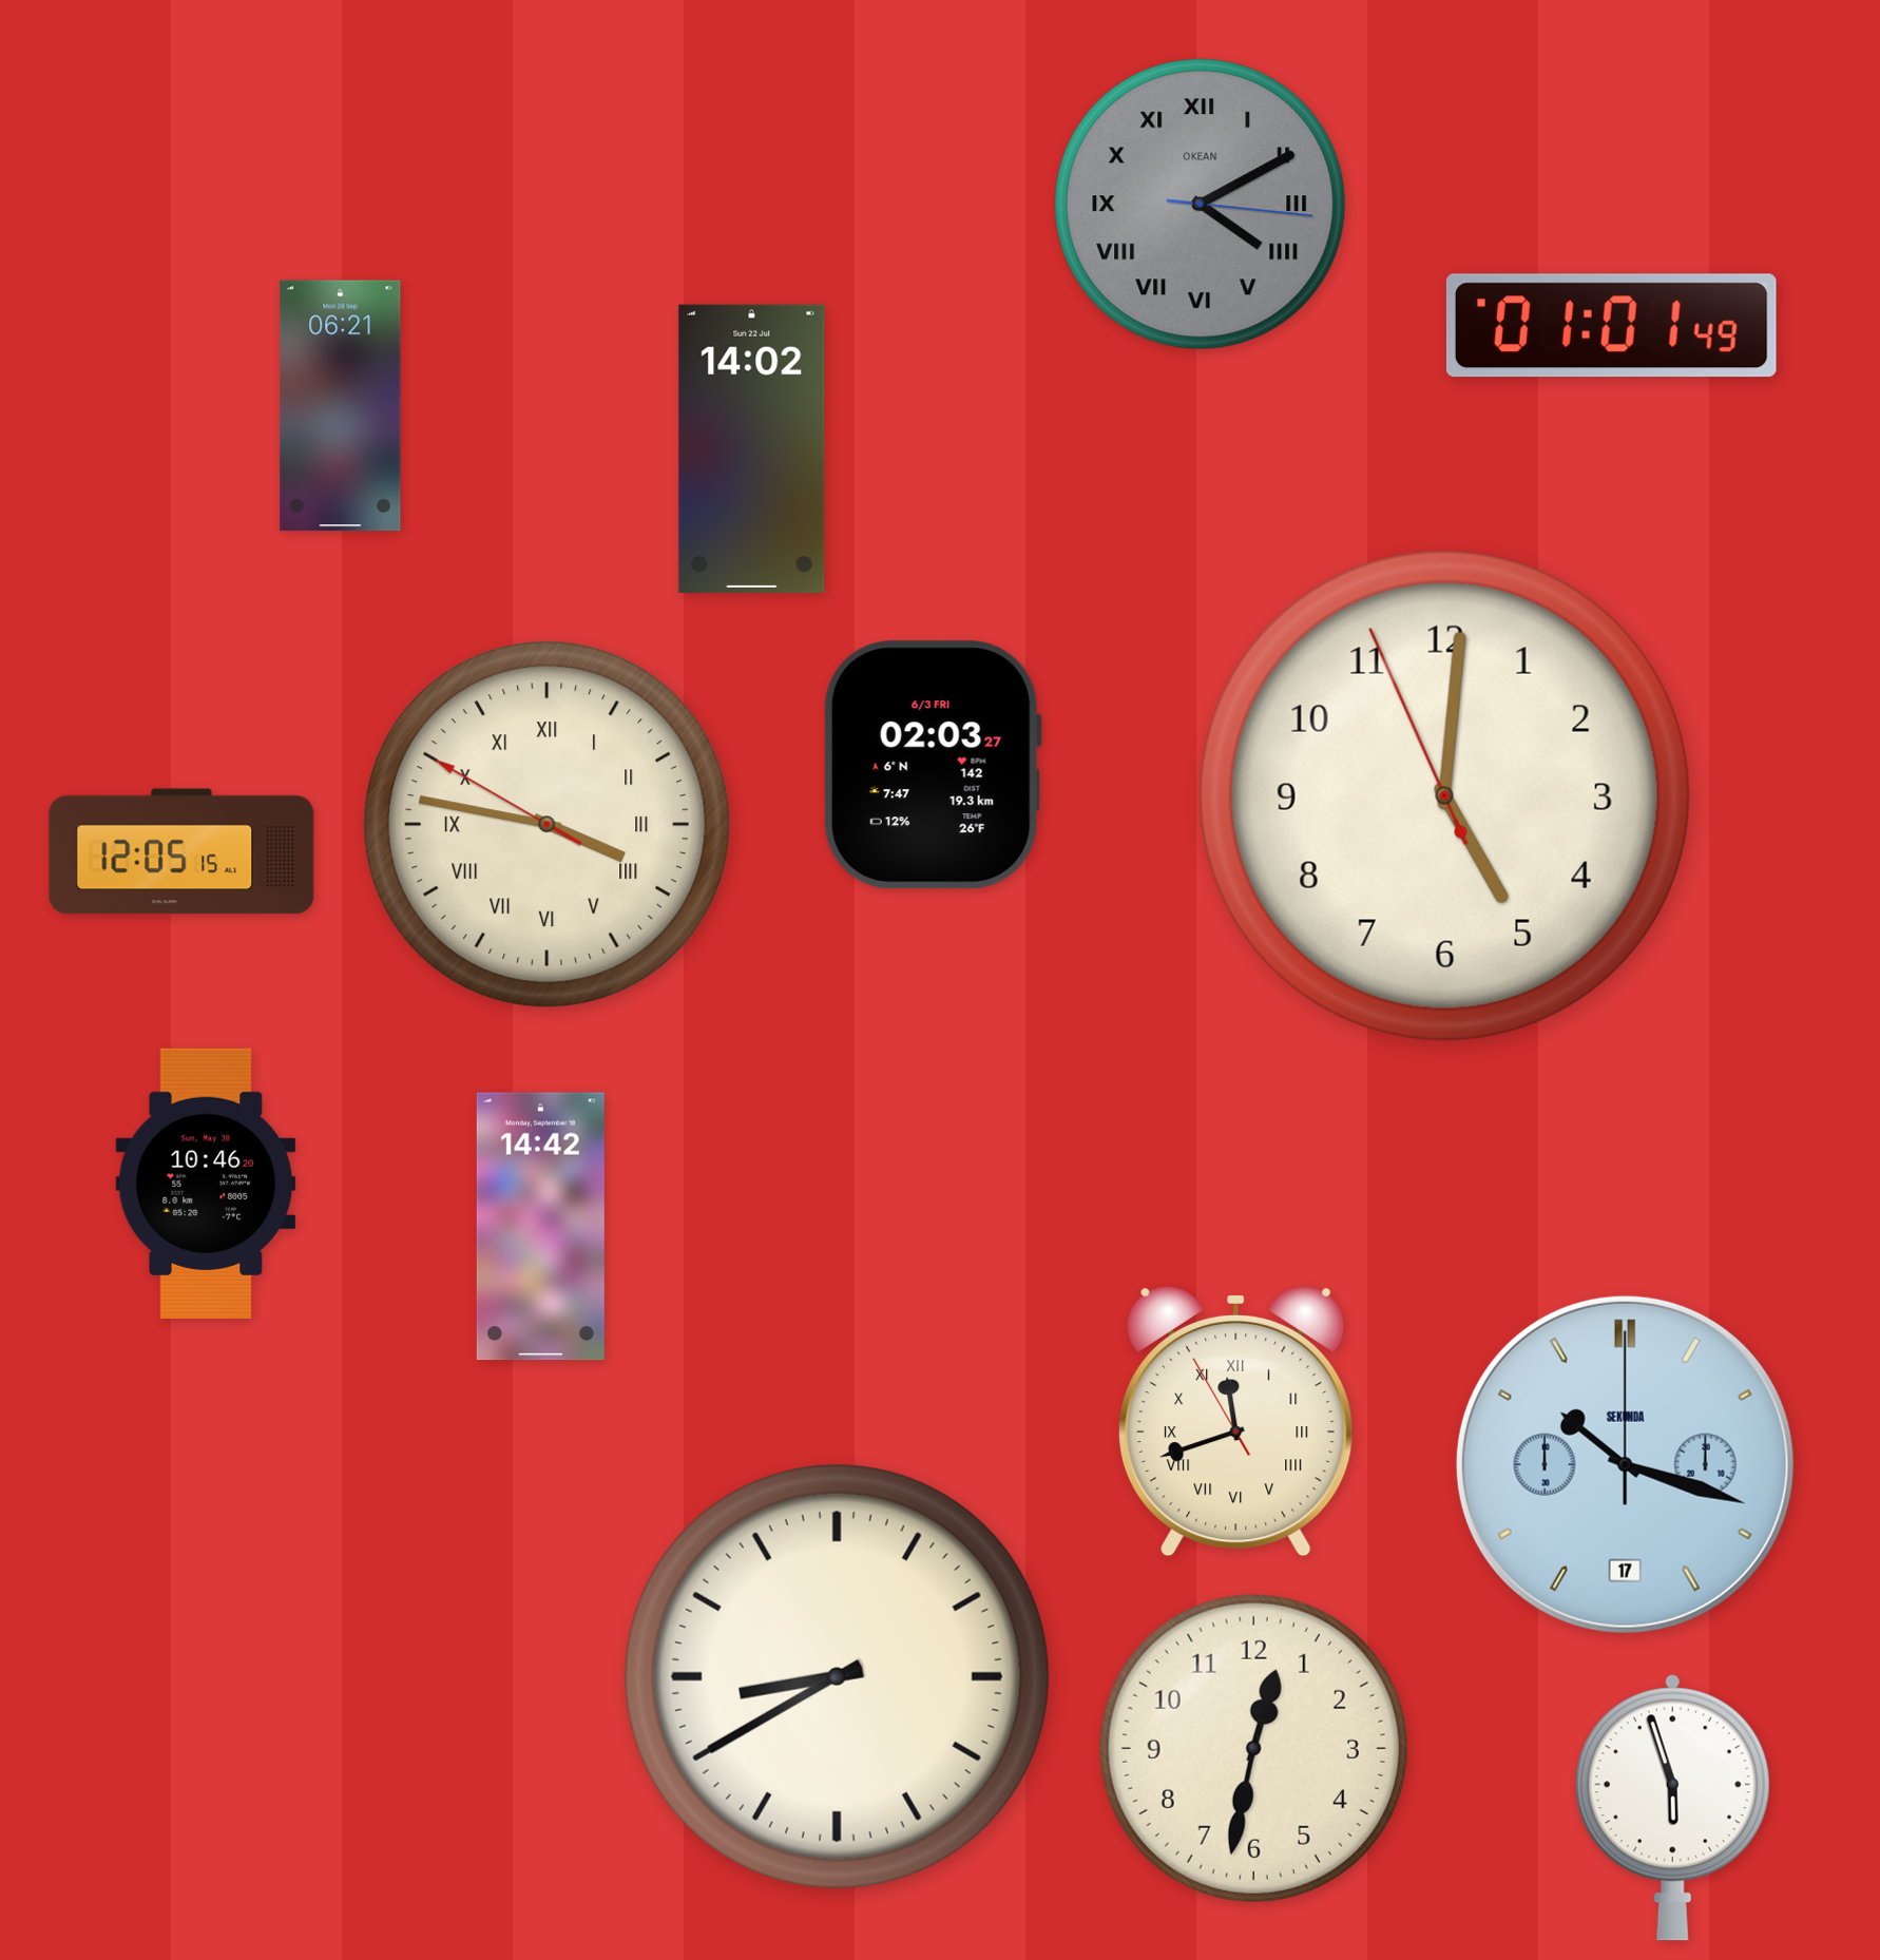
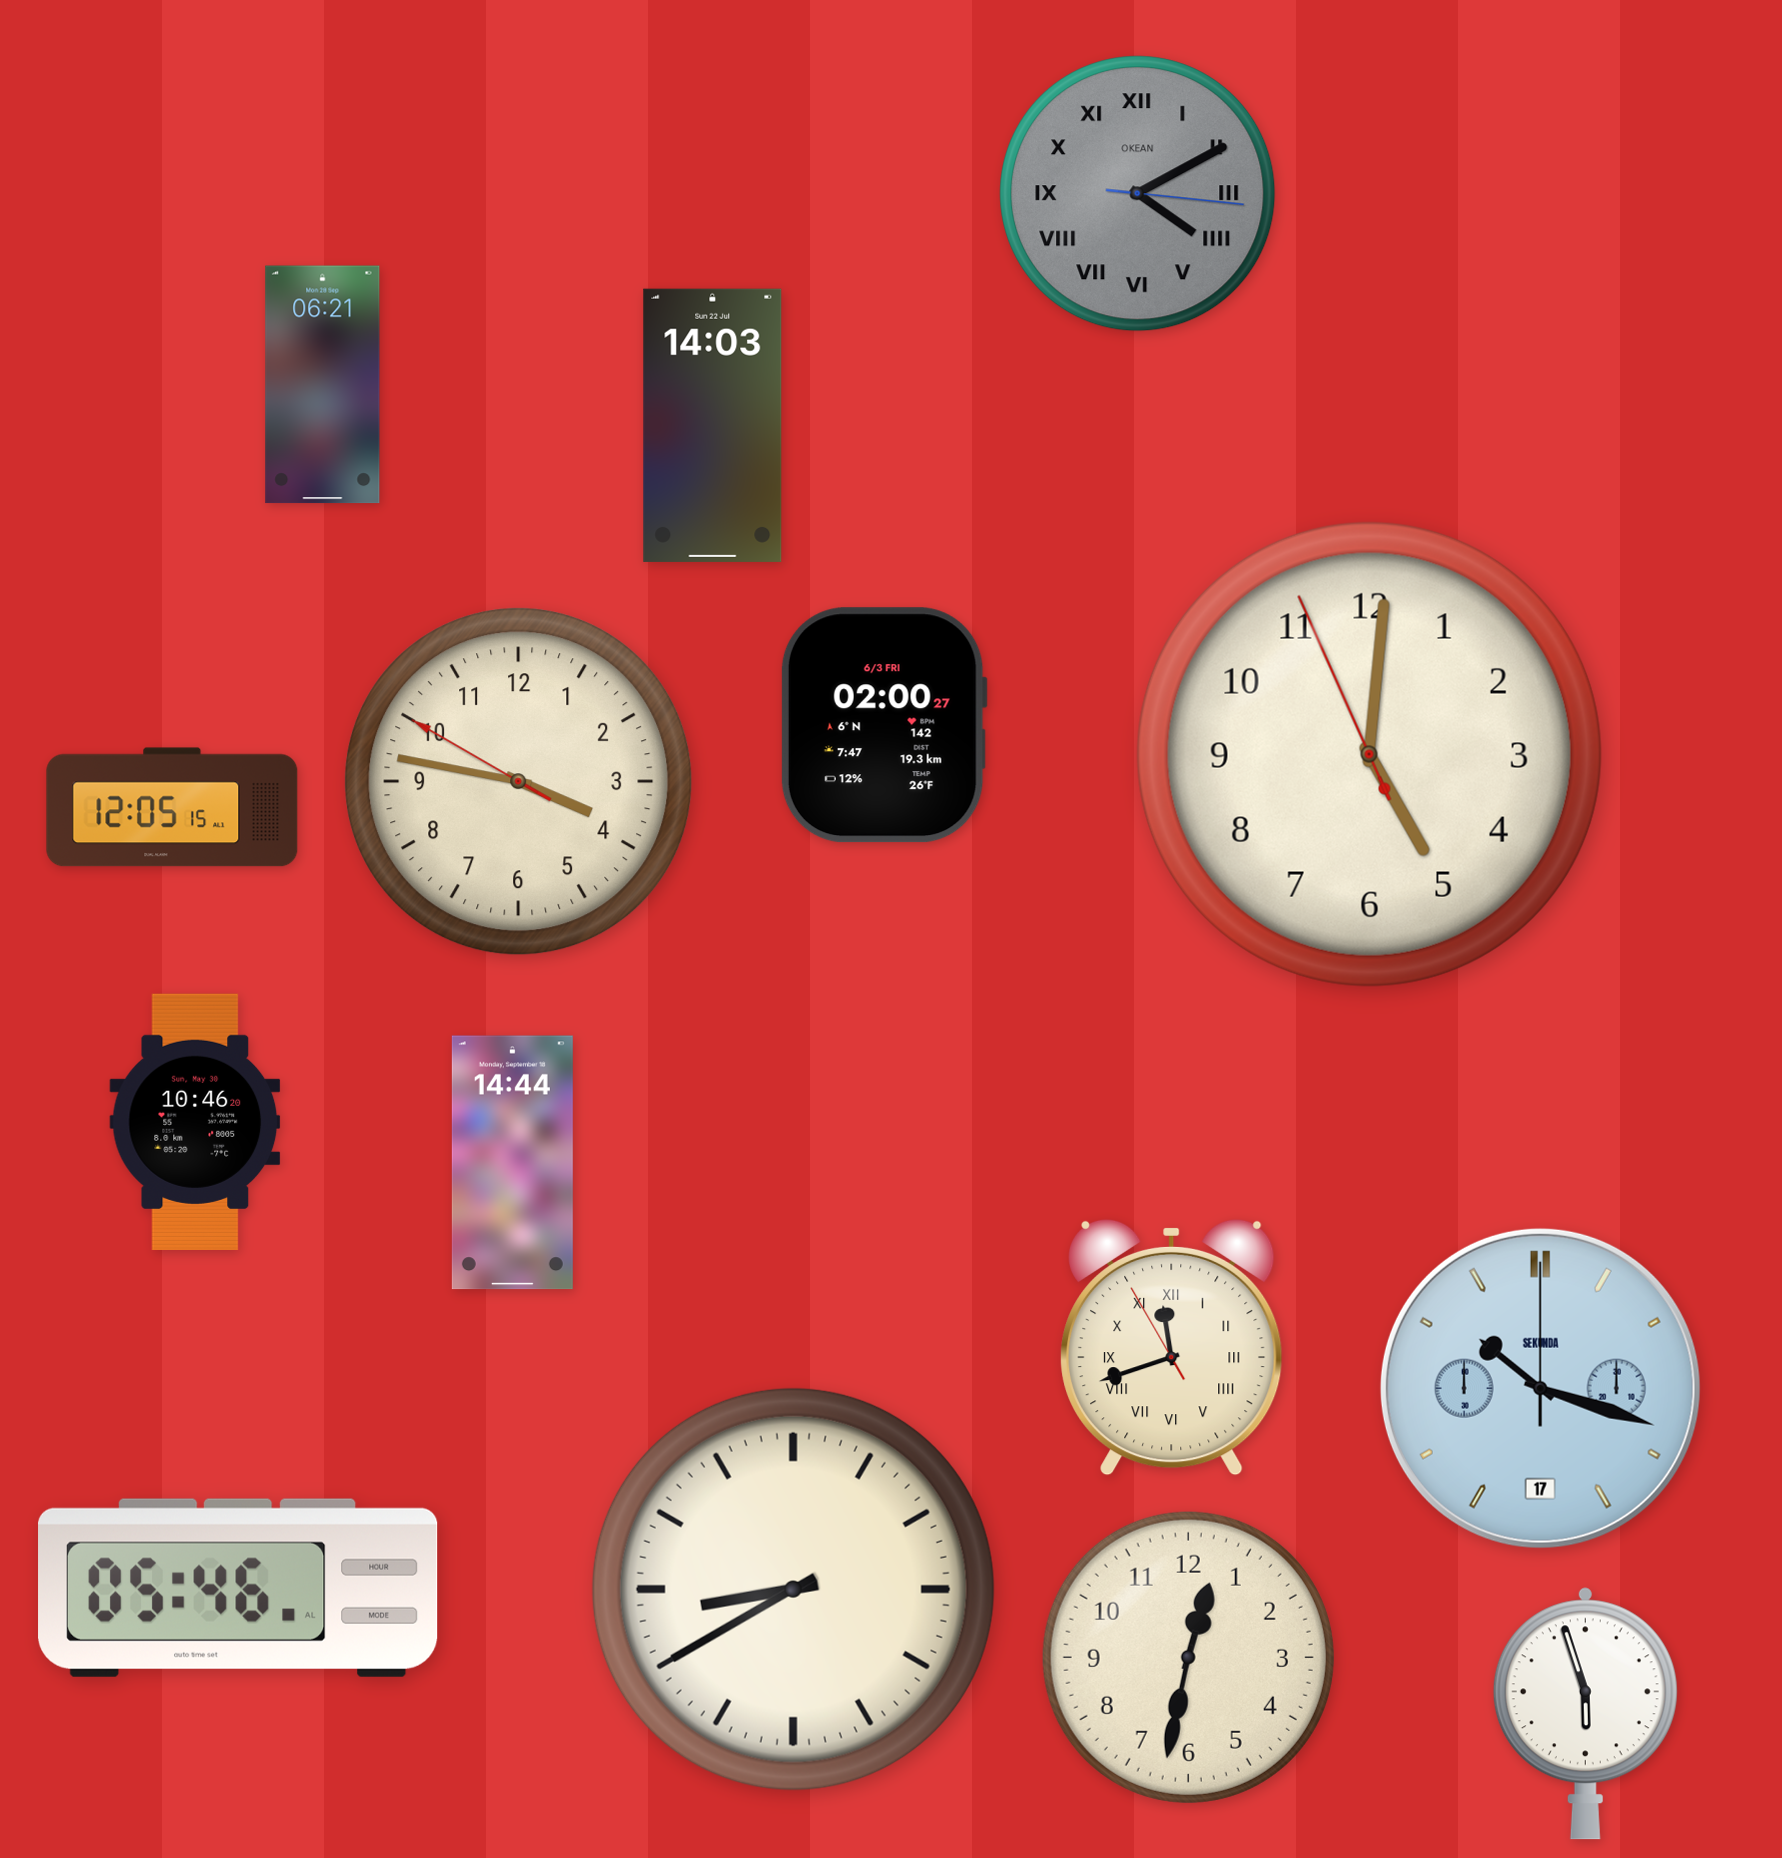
clock at (1611, 326): 01:01 -> none
clock at (752, 448): 14:02 -> 14:03
clock at (933, 765): 02:03 -> 02:00
clock at (548, 825) numerals: Roman -> Arabic
clock at (540, 1227): 14:42 -> 14:44
clock at (238, 1588): none -> 05:46
